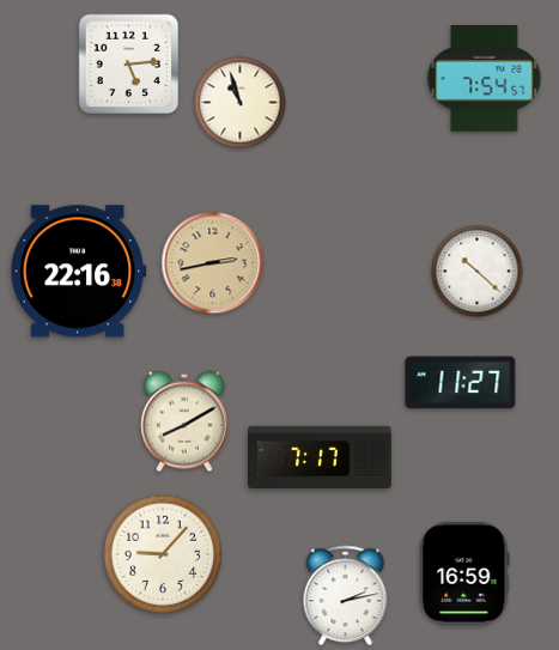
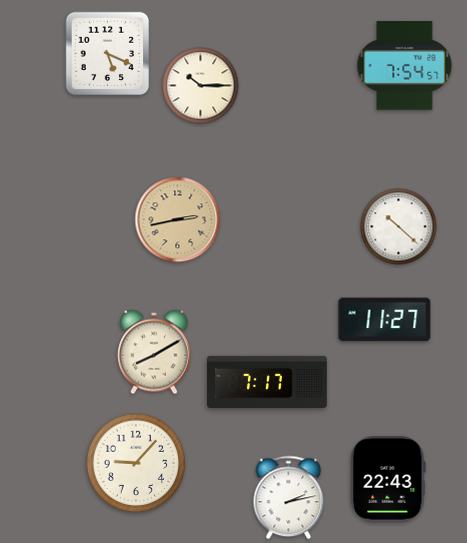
clock at (129, 65): 5:14 -> 5:19
clock at (241, 103): 10:57 -> 10:15
clock at (79, 272): 22:16 -> none
clock at (464, 573): 16:59 -> 22:43
